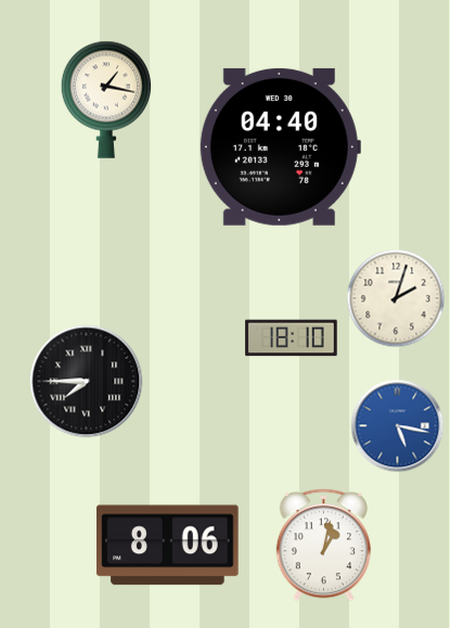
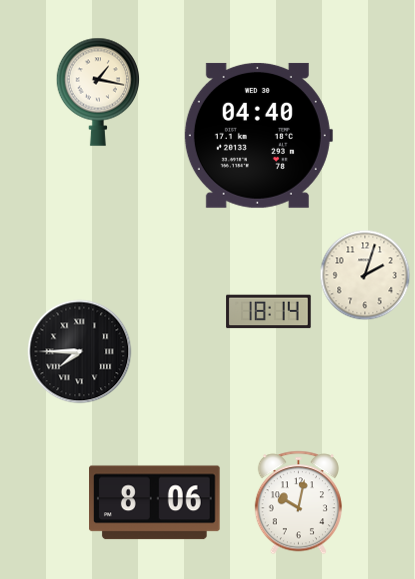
clock at (292, 338): 18:10 -> 18:14
clock at (398, 426): 5:17 -> none
clock at (323, 546): 1:02 -> 10:02
